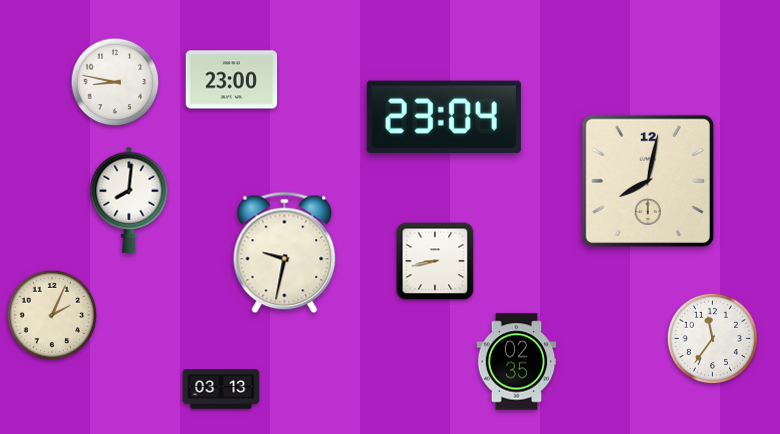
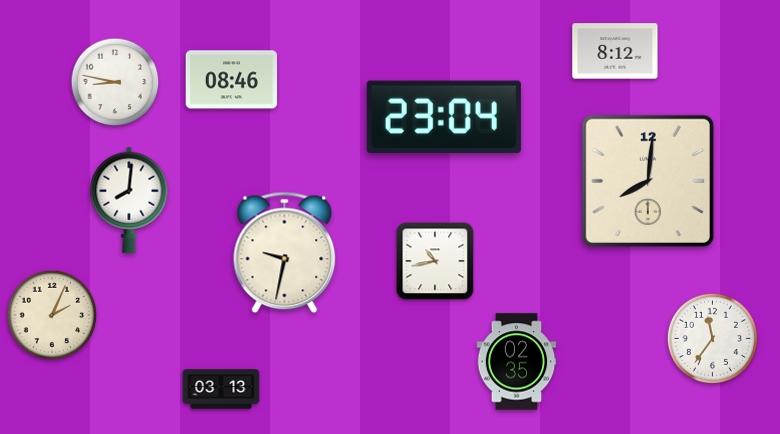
clock at (615, 51): none -> 8:12
clock at (232, 80): 23:00 -> 08:46
clock at (648, 181): 8:02 -> 8:01
clock at (435, 261): 8:43 -> 10:43
